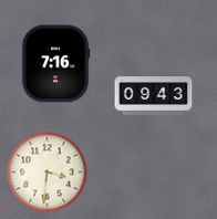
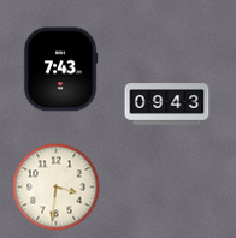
clock at (55, 64): 7:16 -> 7:43
clock at (48, 173) position: (48, 173) -> (57, 188)
